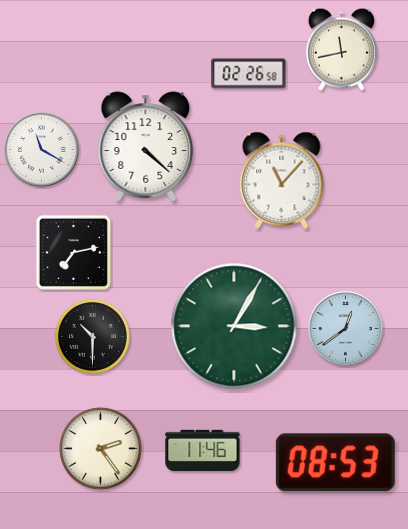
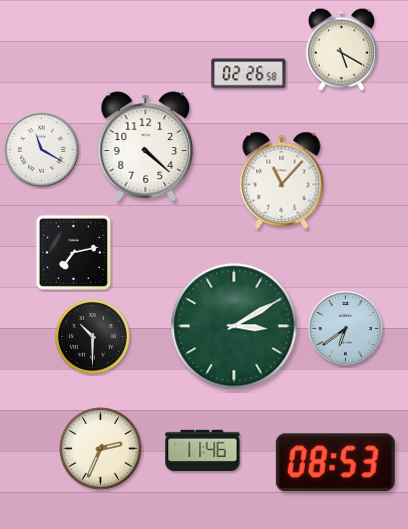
clock at (341, 49): 11:43 -> 5:20
clock at (234, 326): 3:05 -> 3:10
clock at (346, 329): 12:39 -> 6:39
clock at (101, 449): 2:24 -> 2:34
